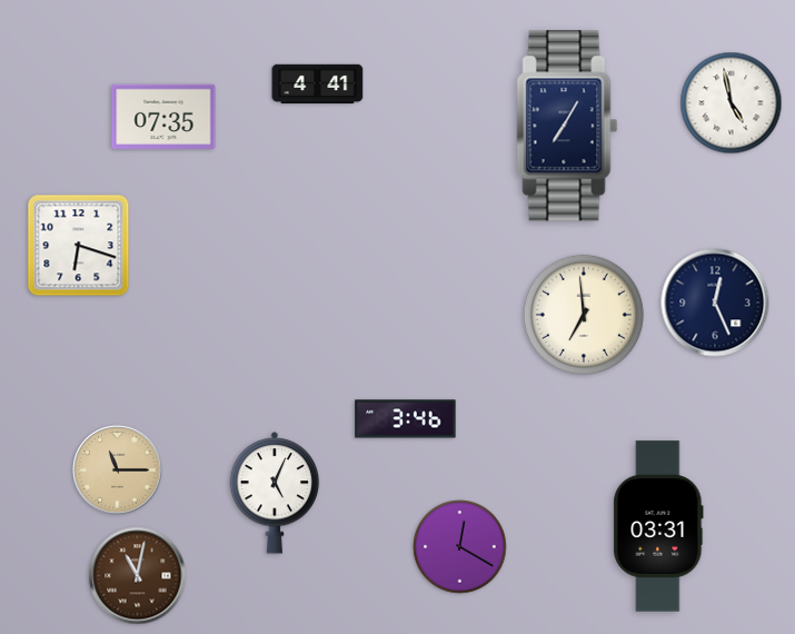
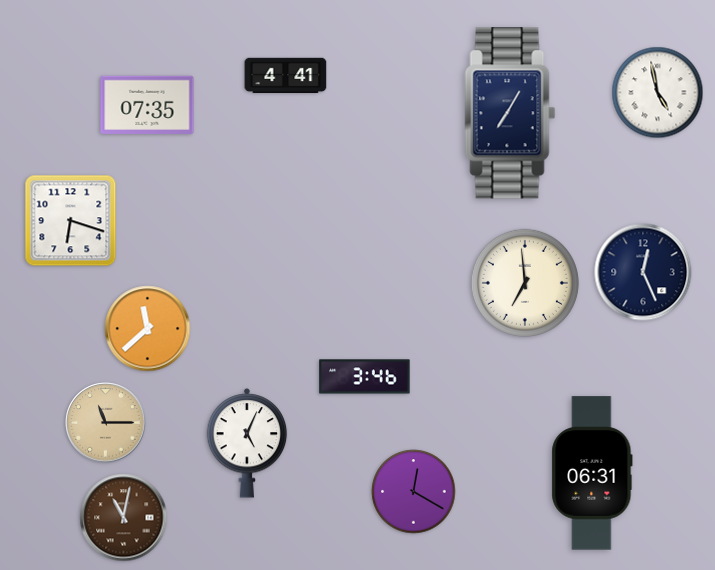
clock at (148, 329): none -> 11:38
clock at (658, 526): 03:31 -> 06:31
